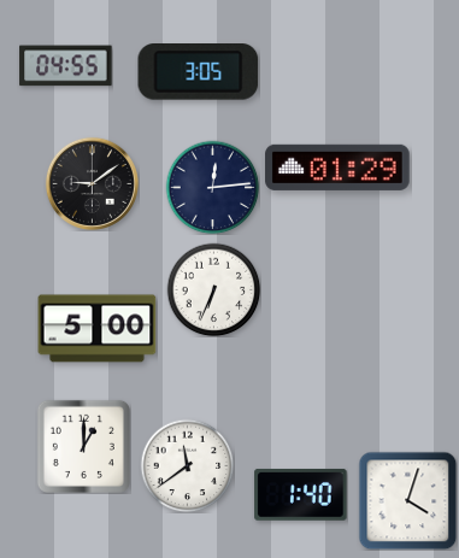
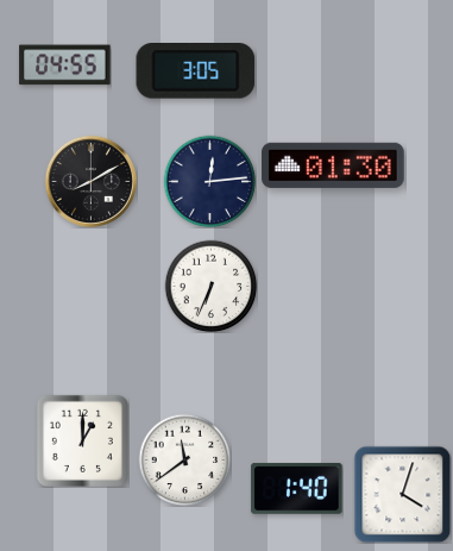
clock at (337, 168): 01:29 -> 01:30
clock at (92, 183): 9:09 -> 8:10
clock at (212, 187) position: (212, 187) -> (209, 181)
clock at (98, 329): 5:00 -> none
